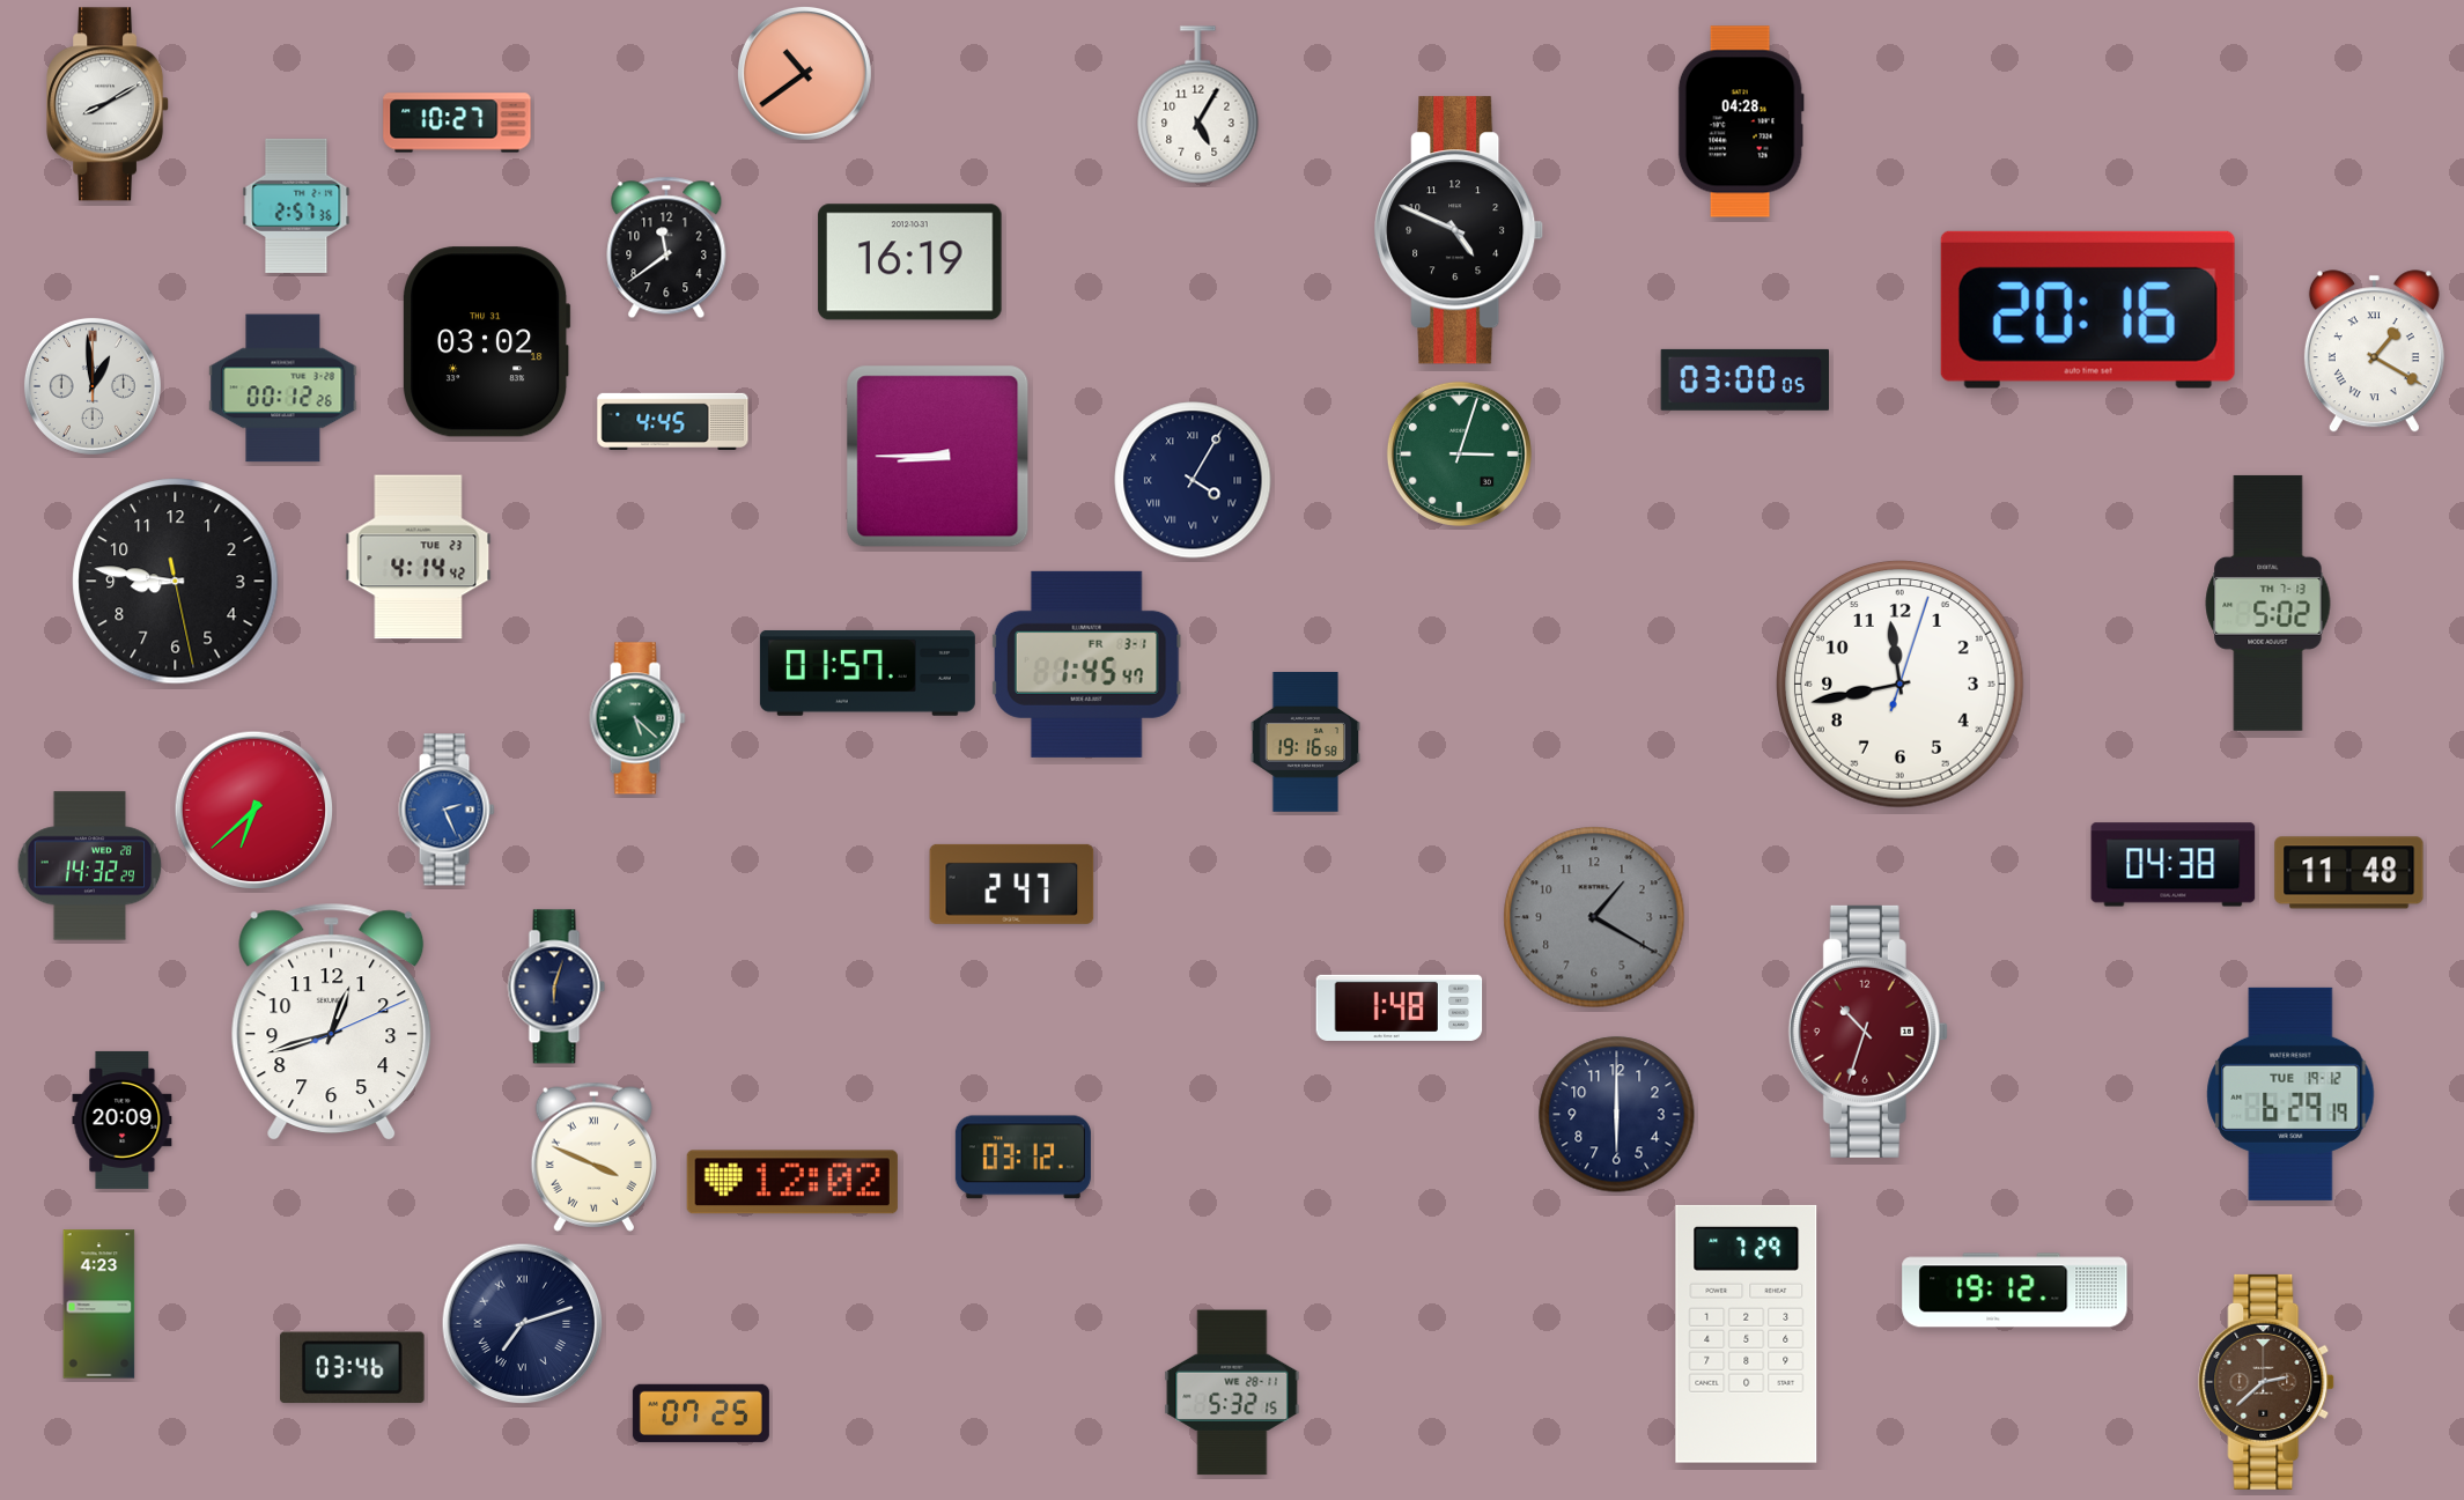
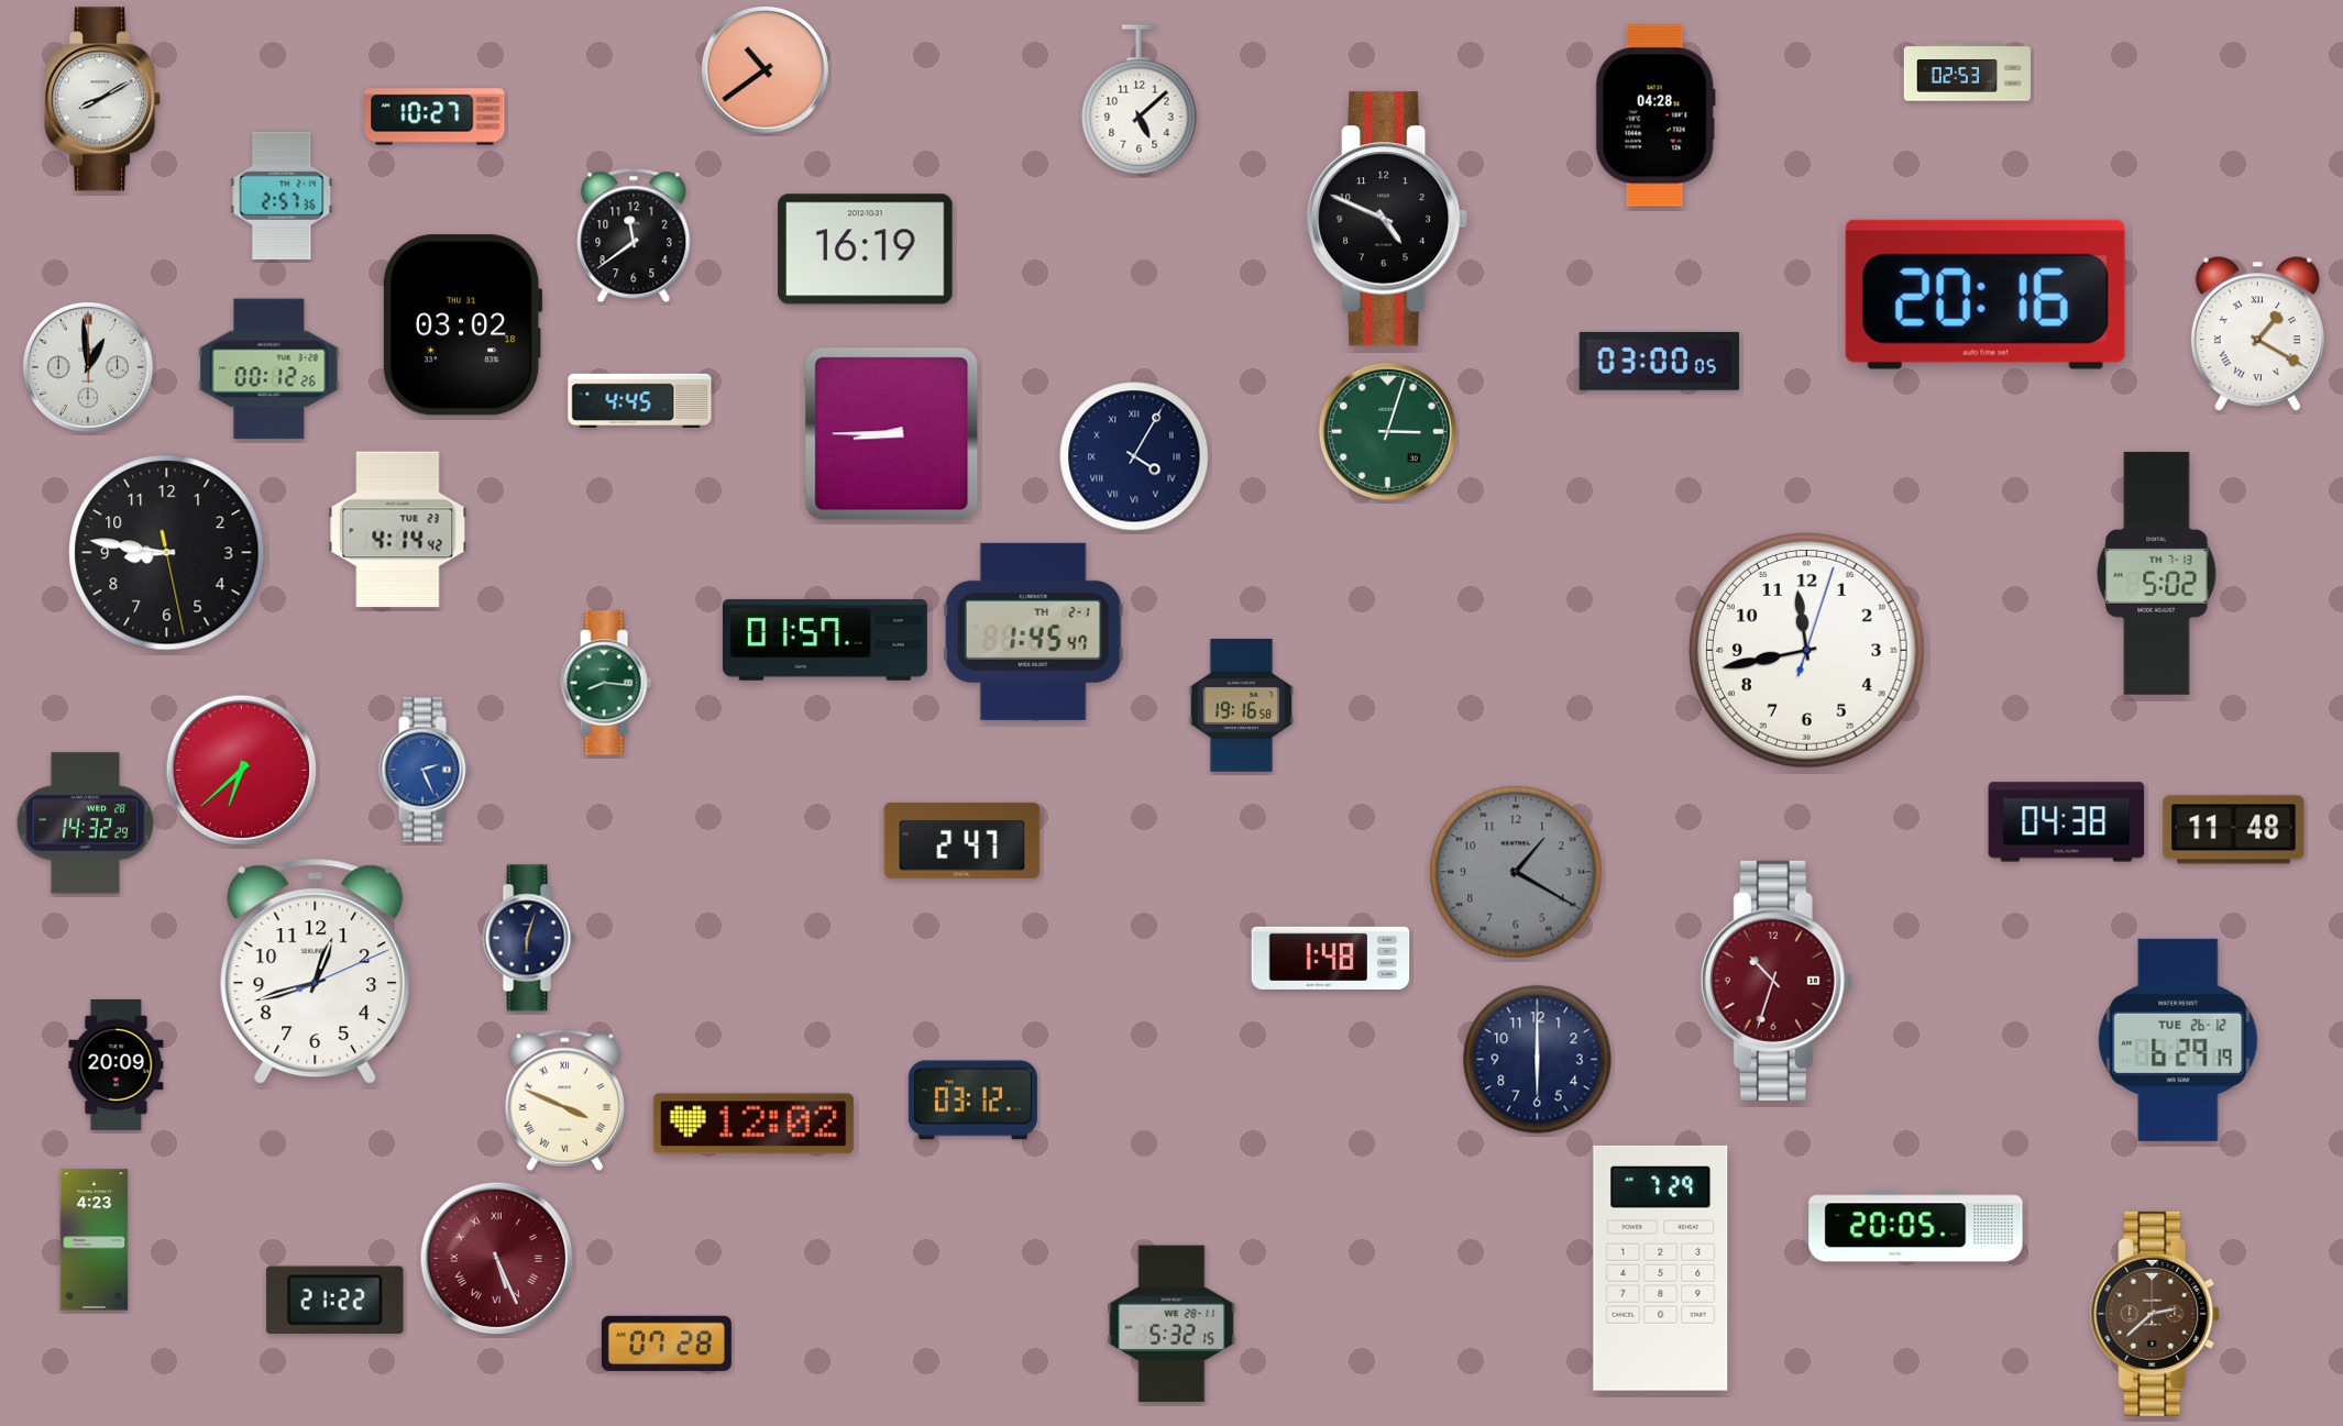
clock at (1967, 73): none -> 02:53
clock at (1198, 105): 5:05 -> 5:08
clock at (1086, 664) date: FR 3-1 -> TH 2-1
clock at (637, 718): 5:22 -> 8:16
clock at (2290, 1094) date: TUE 19-12 -> TUE 26-12
clock at (2015, 1291): 19:12 -> 20:05
clock at (523, 1324): 7:12 -> 5:26
clock at (523, 1324) dial: navy -> burgundy
clock at (353, 1368): 03:46 -> 21:22
clock at (701, 1413): 07:25 -> 07:28
